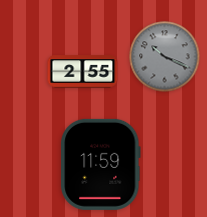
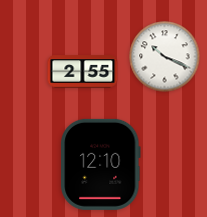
clock at (165, 57) dial: grey -> white
clock at (101, 164): 11:59 -> 12:10
